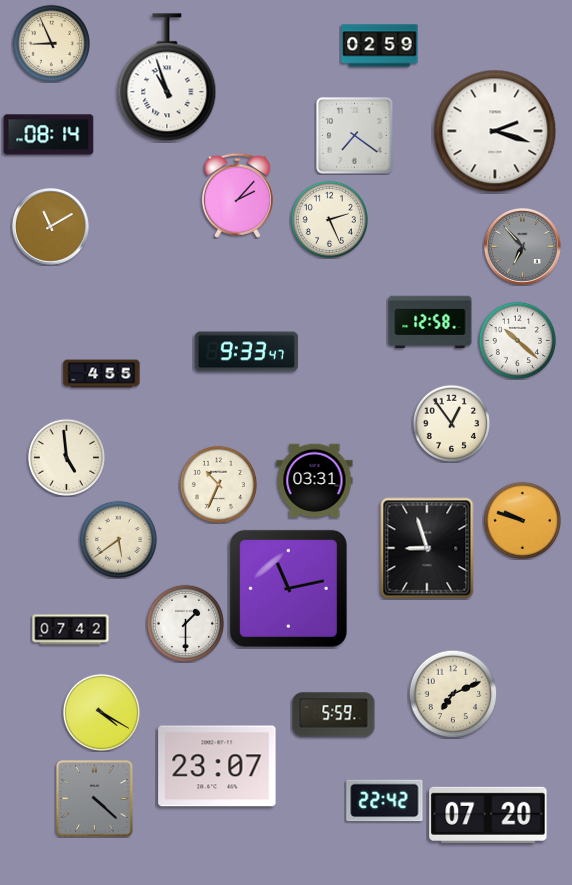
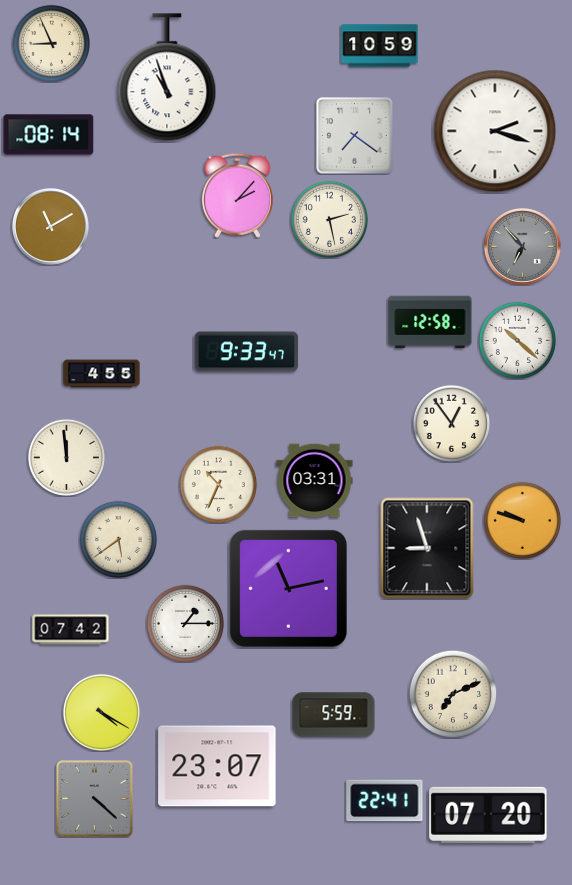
clock at (380, 46): 02:59 -> 10:59
clock at (329, 219): 2:26 -> 2:28
clock at (66, 457): 4:59 -> 11:59
clock at (185, 623): 1:30 -> 1:15
clock at (385, 801): 22:42 -> 22:41
